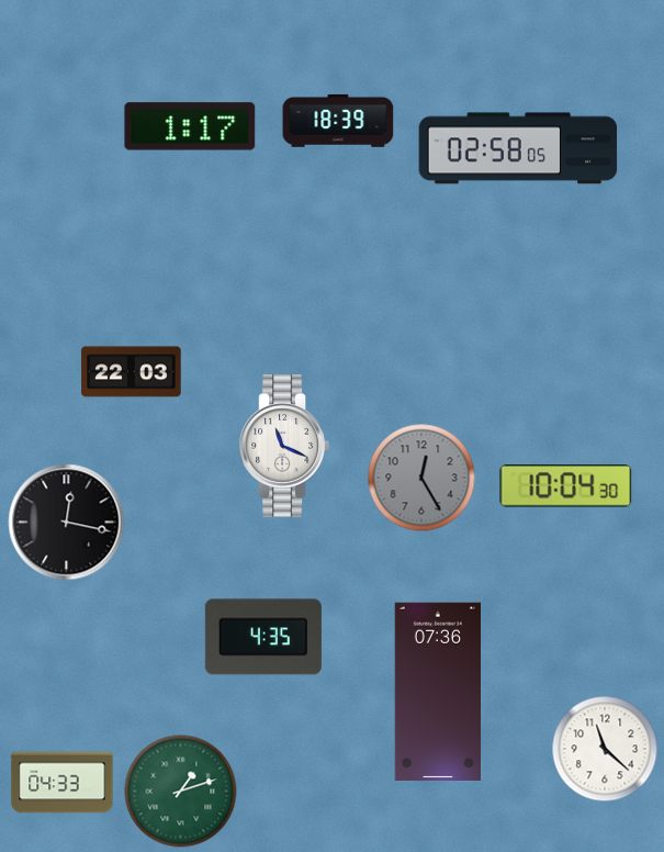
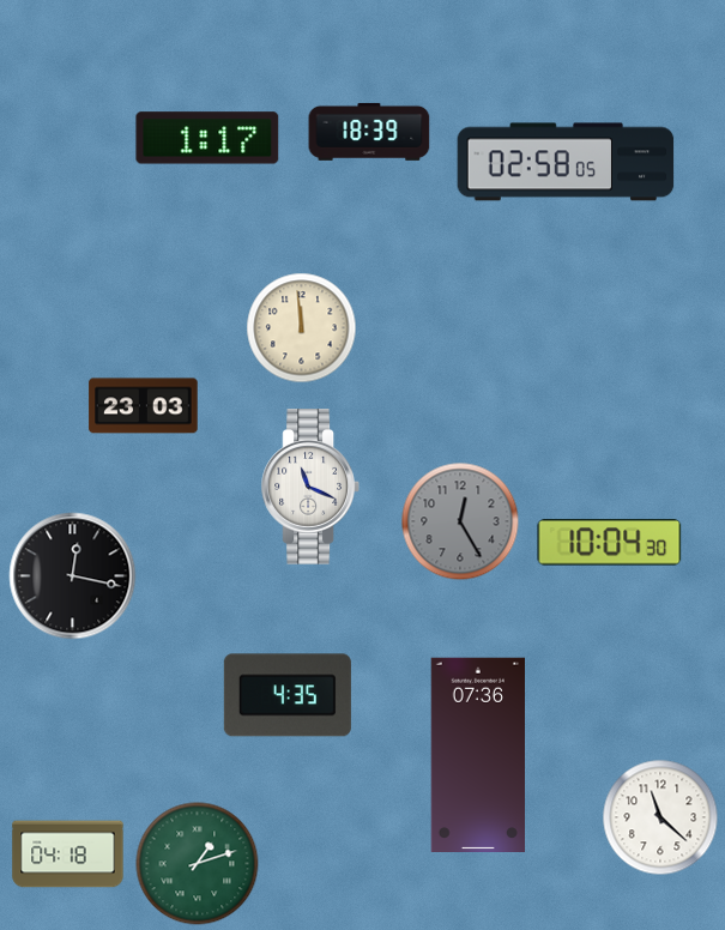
clock at (302, 328): none -> 11:59
clock at (132, 372): 22:03 -> 23:03
clock at (566, 486) position: (566, 486) -> (610, 543)
clock at (67, 523) position: (67, 523) -> (73, 576)
clock at (63, 783): 04:33 -> 04:18
